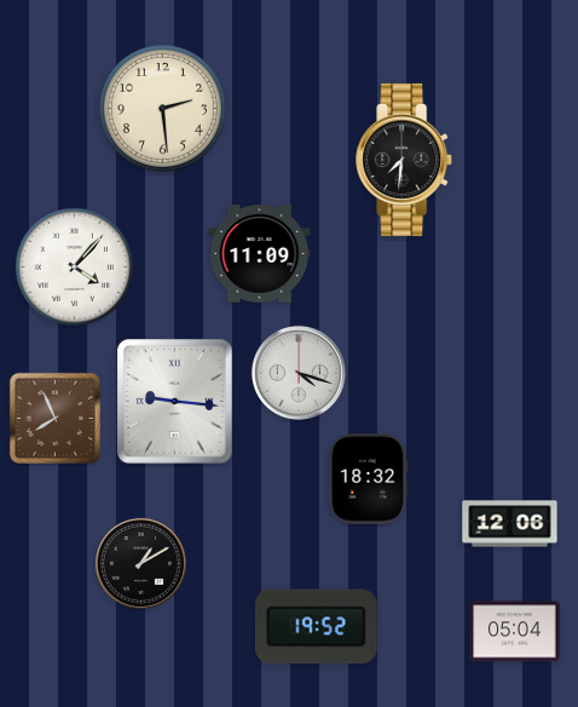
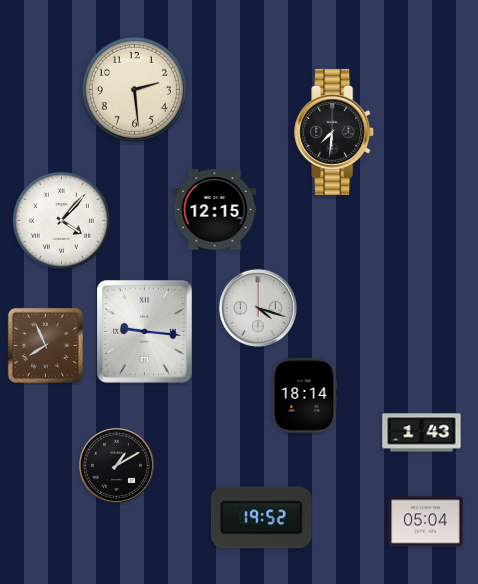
clock at (260, 254): 11:09 -> 12:15
clock at (299, 373) position: (299, 373) -> (258, 308)
clock at (368, 479): 18:32 -> 18:14
clock at (510, 524): 12:06 -> 1:43
